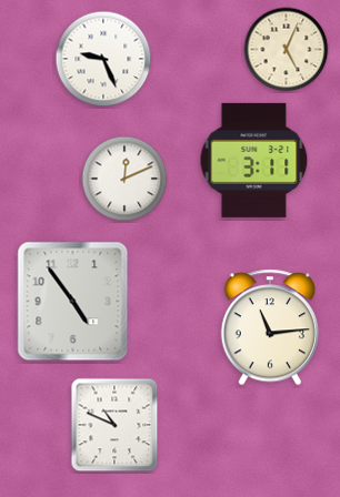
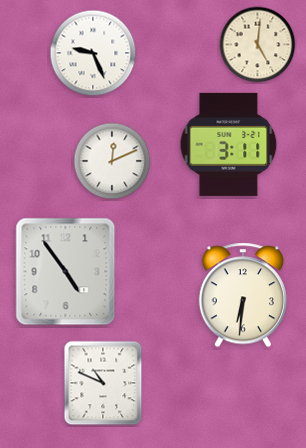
clock at (287, 50): 5:04 -> 5:01
clock at (269, 327): 11:14 -> 6:31
